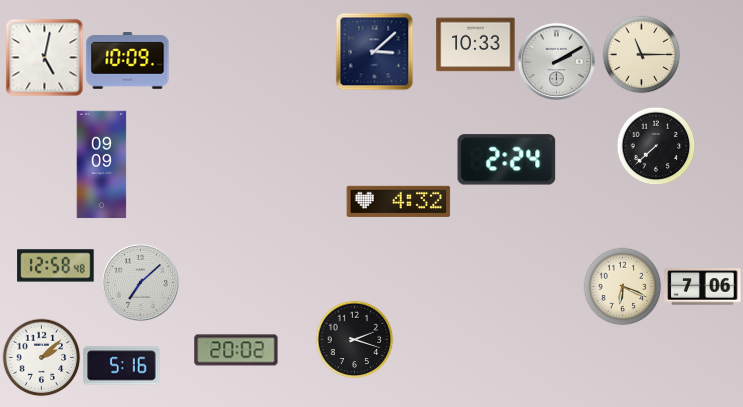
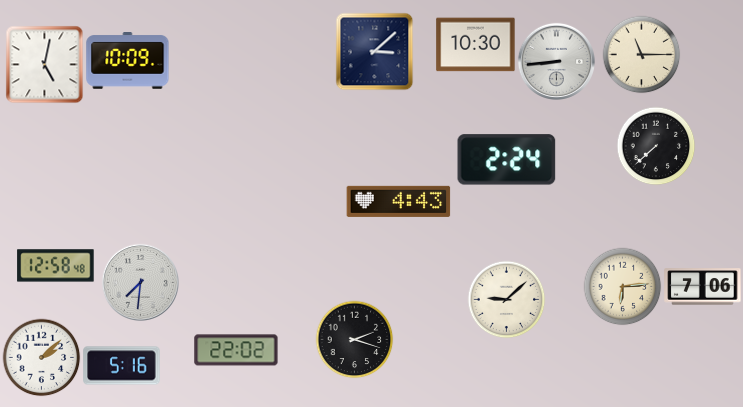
clock at (476, 45): 10:33 -> 10:30
clock at (44, 57) position: (44, 57) -> (44, 64)
clock at (556, 61): 2:10 -> 8:44
clock at (102, 165): 09:09 -> none
clock at (399, 201): 4:32 -> 4:43
clock at (140, 282): 7:08 -> 7:31
clock at (622, 286): 6:19 -> 6:14
clock at (506, 299): none -> 9:08
clock at (236, 350): 20:02 -> 22:02
